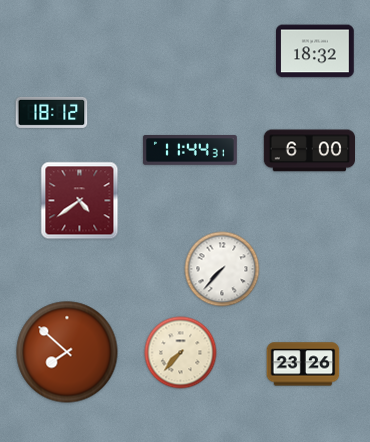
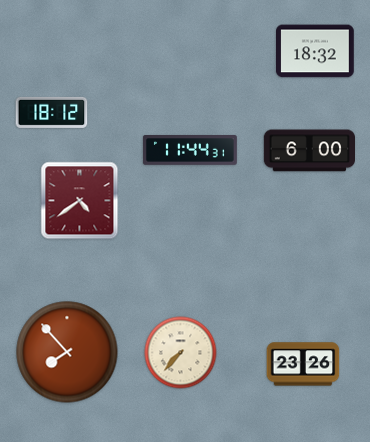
clock at (222, 269): 7:37 -> none
clock at (67, 352): 7:52 -> 7:53
